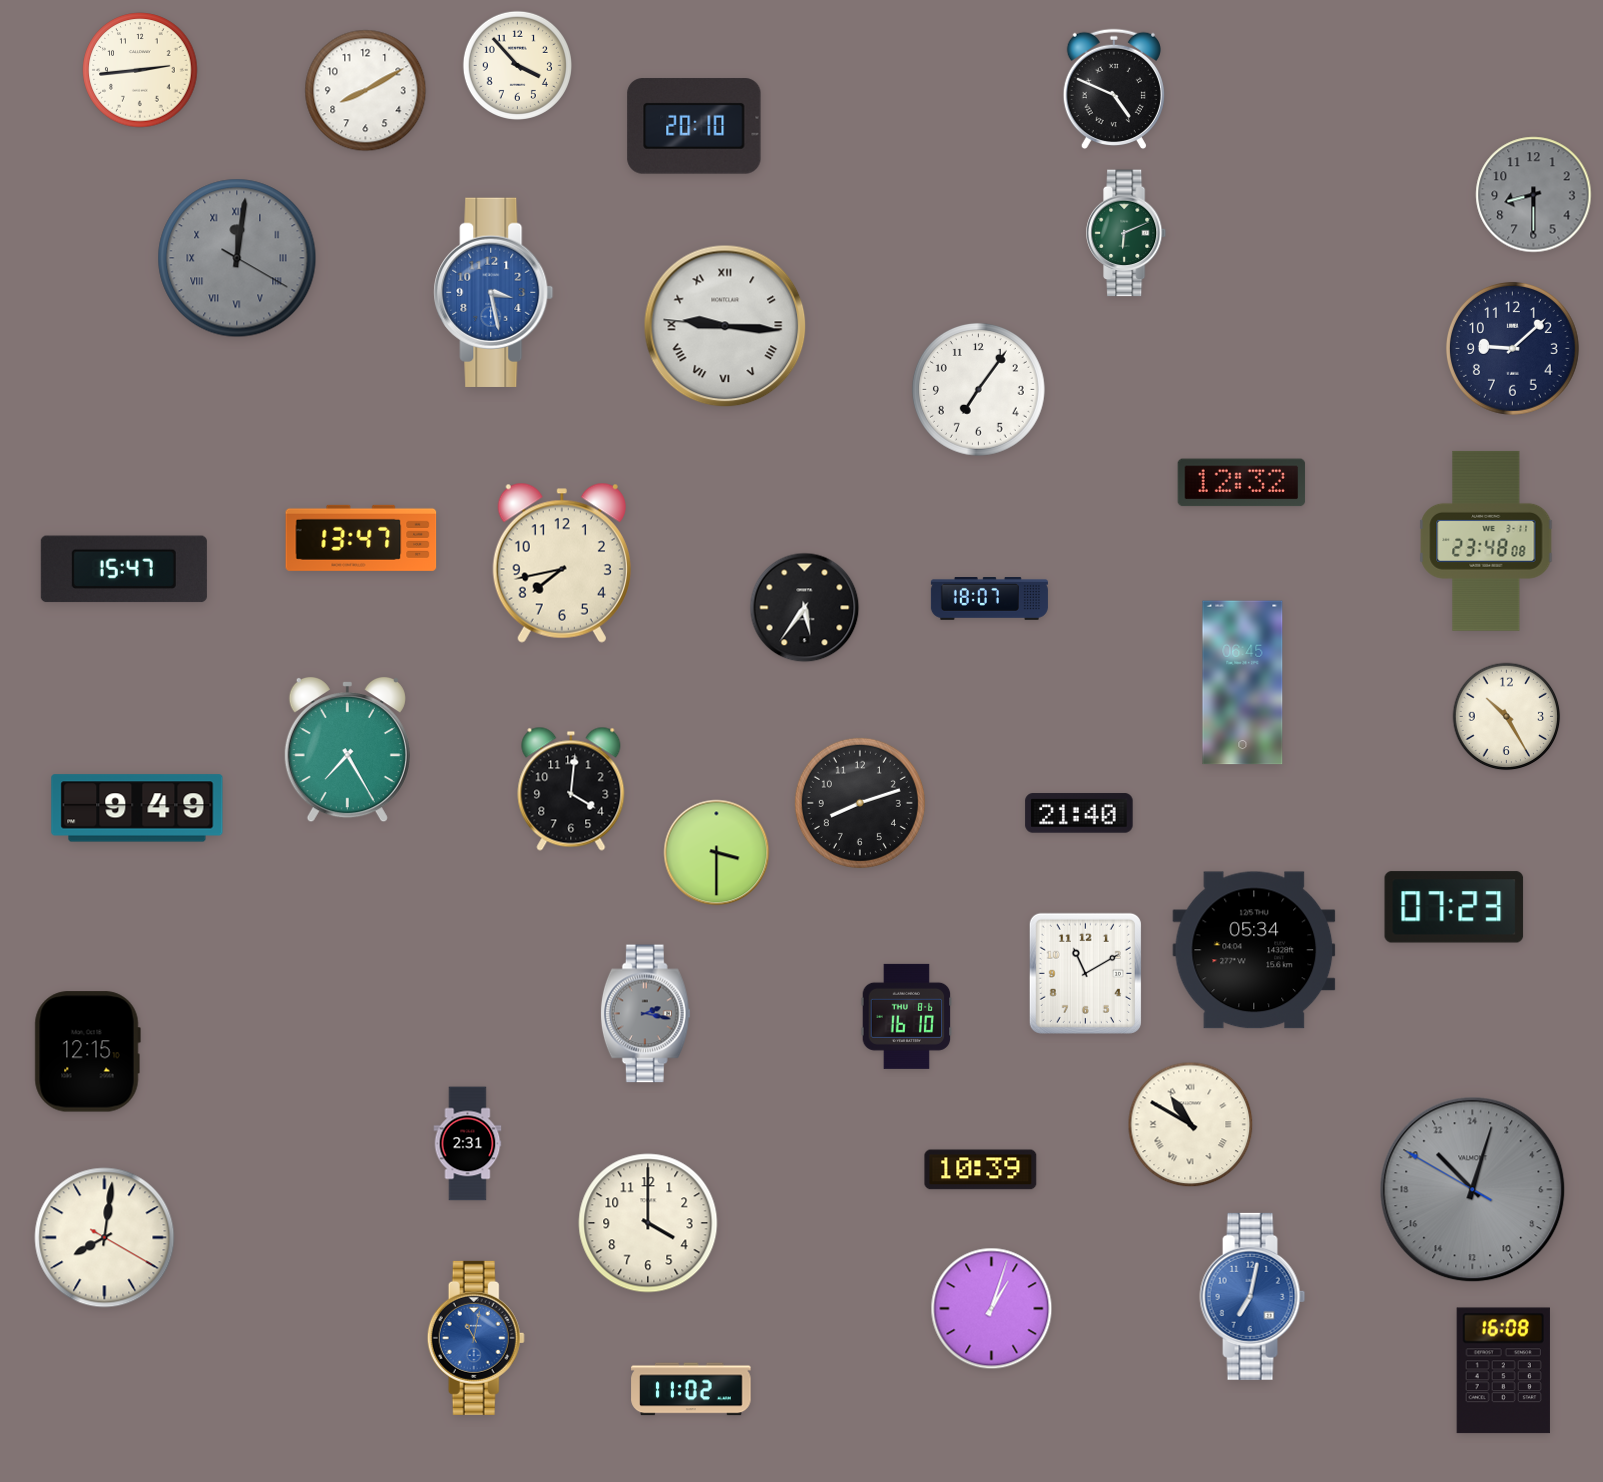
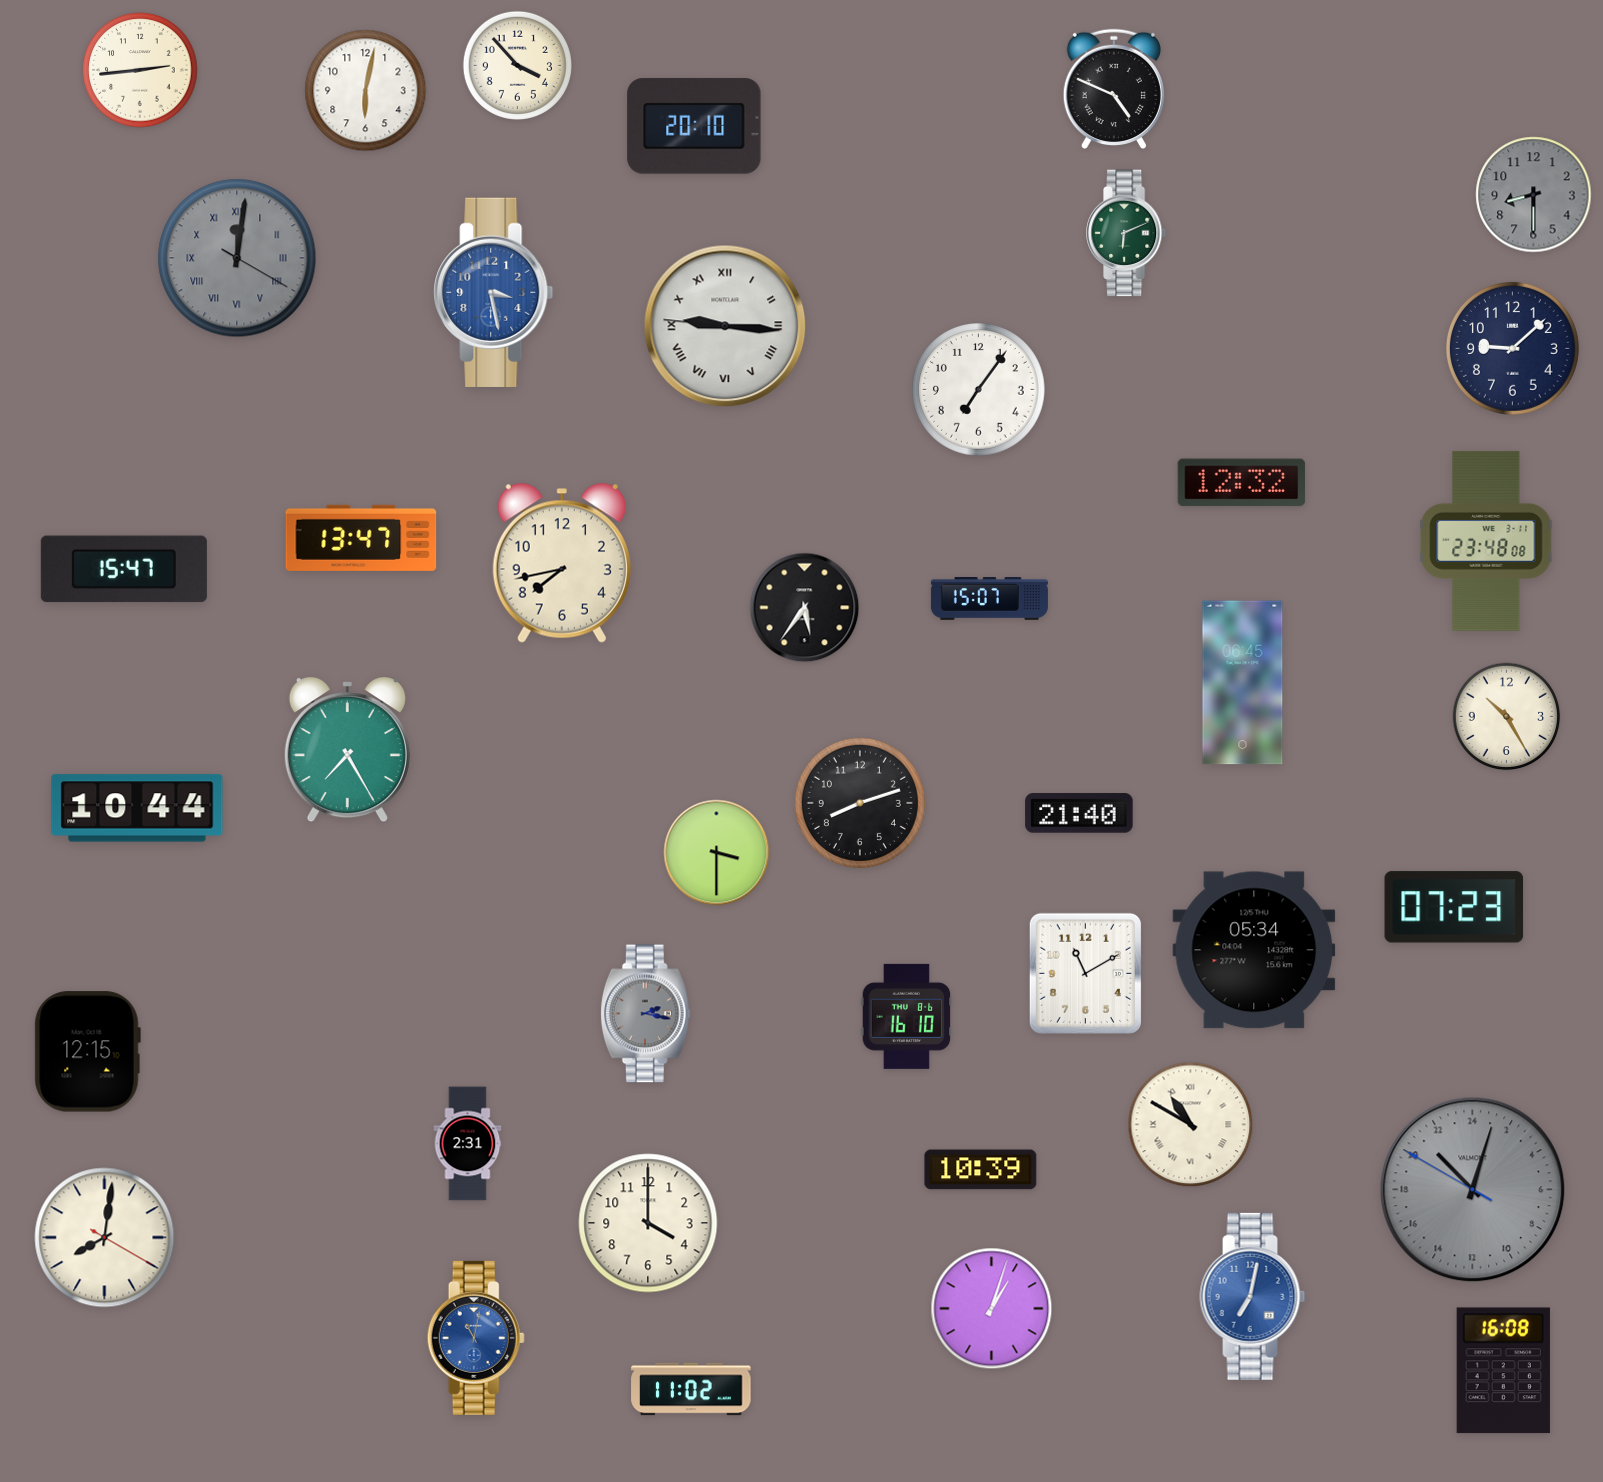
clock at (366, 91): 8:10 -> 6:02
clock at (989, 599): 18:07 -> 15:07
clock at (571, 789): 4:01 -> none
clock at (137, 808): 9:49 -> 10:44
